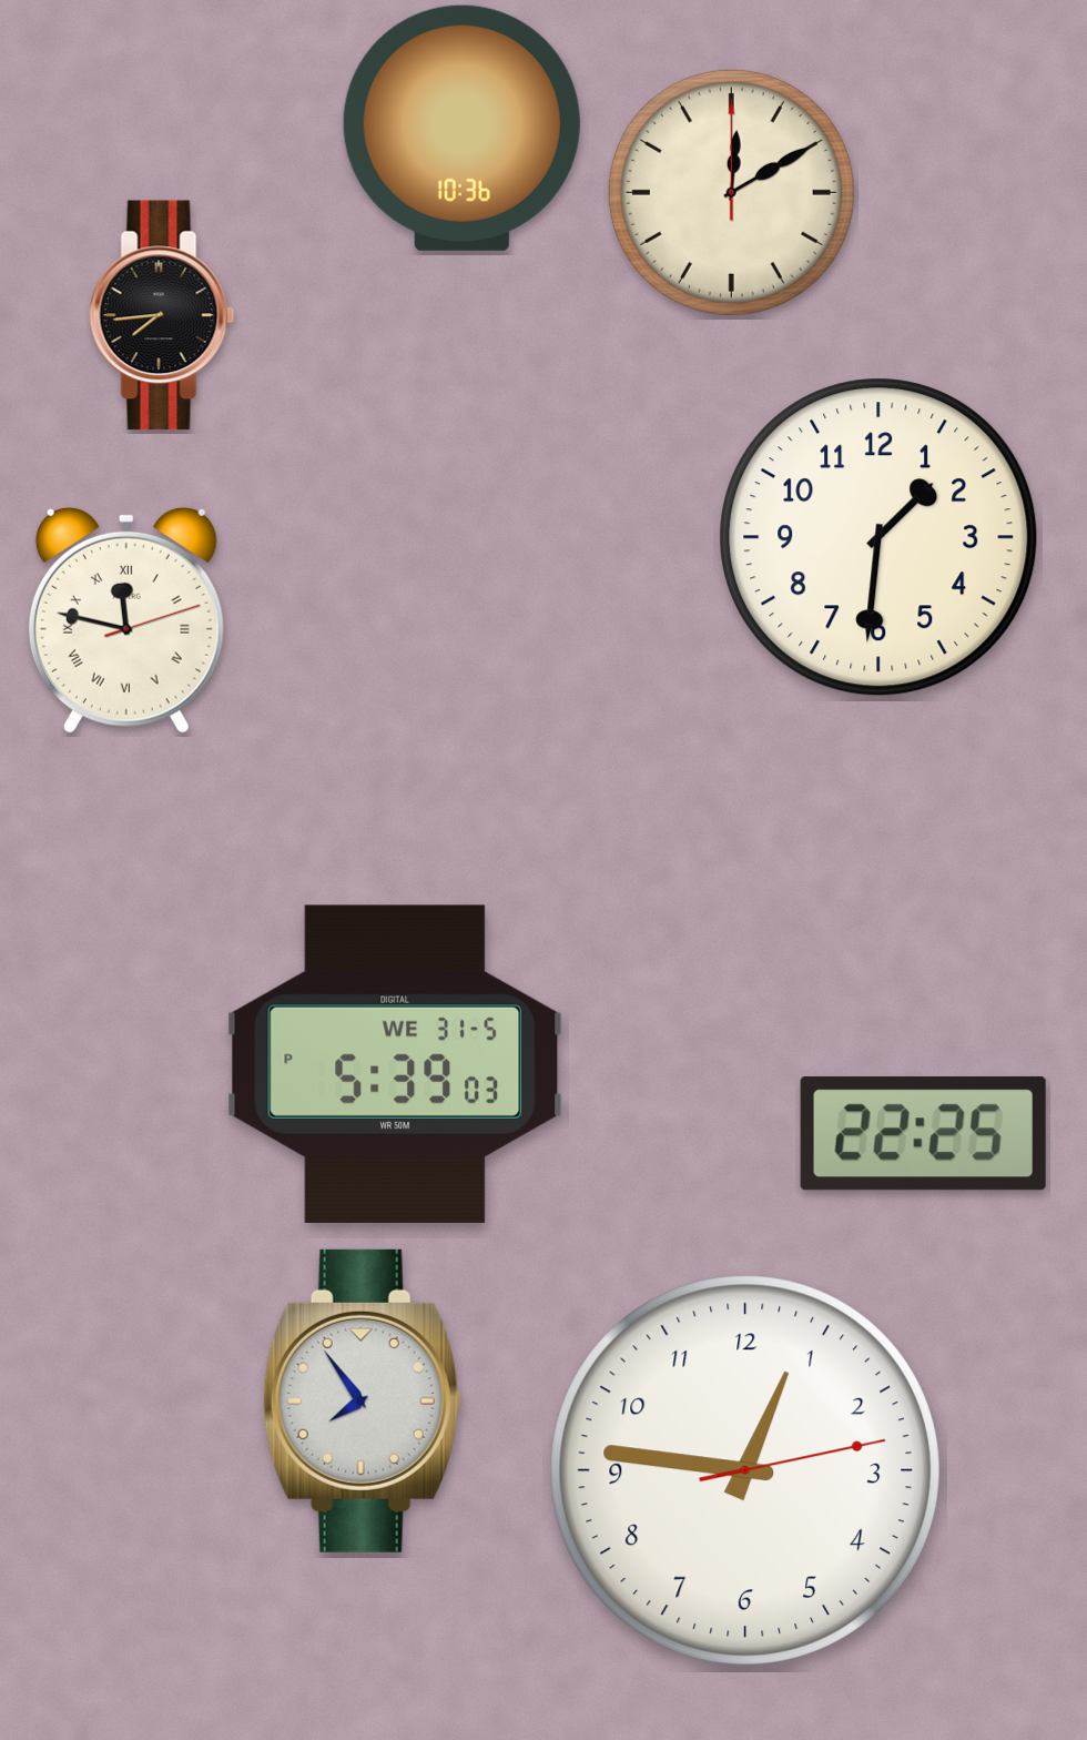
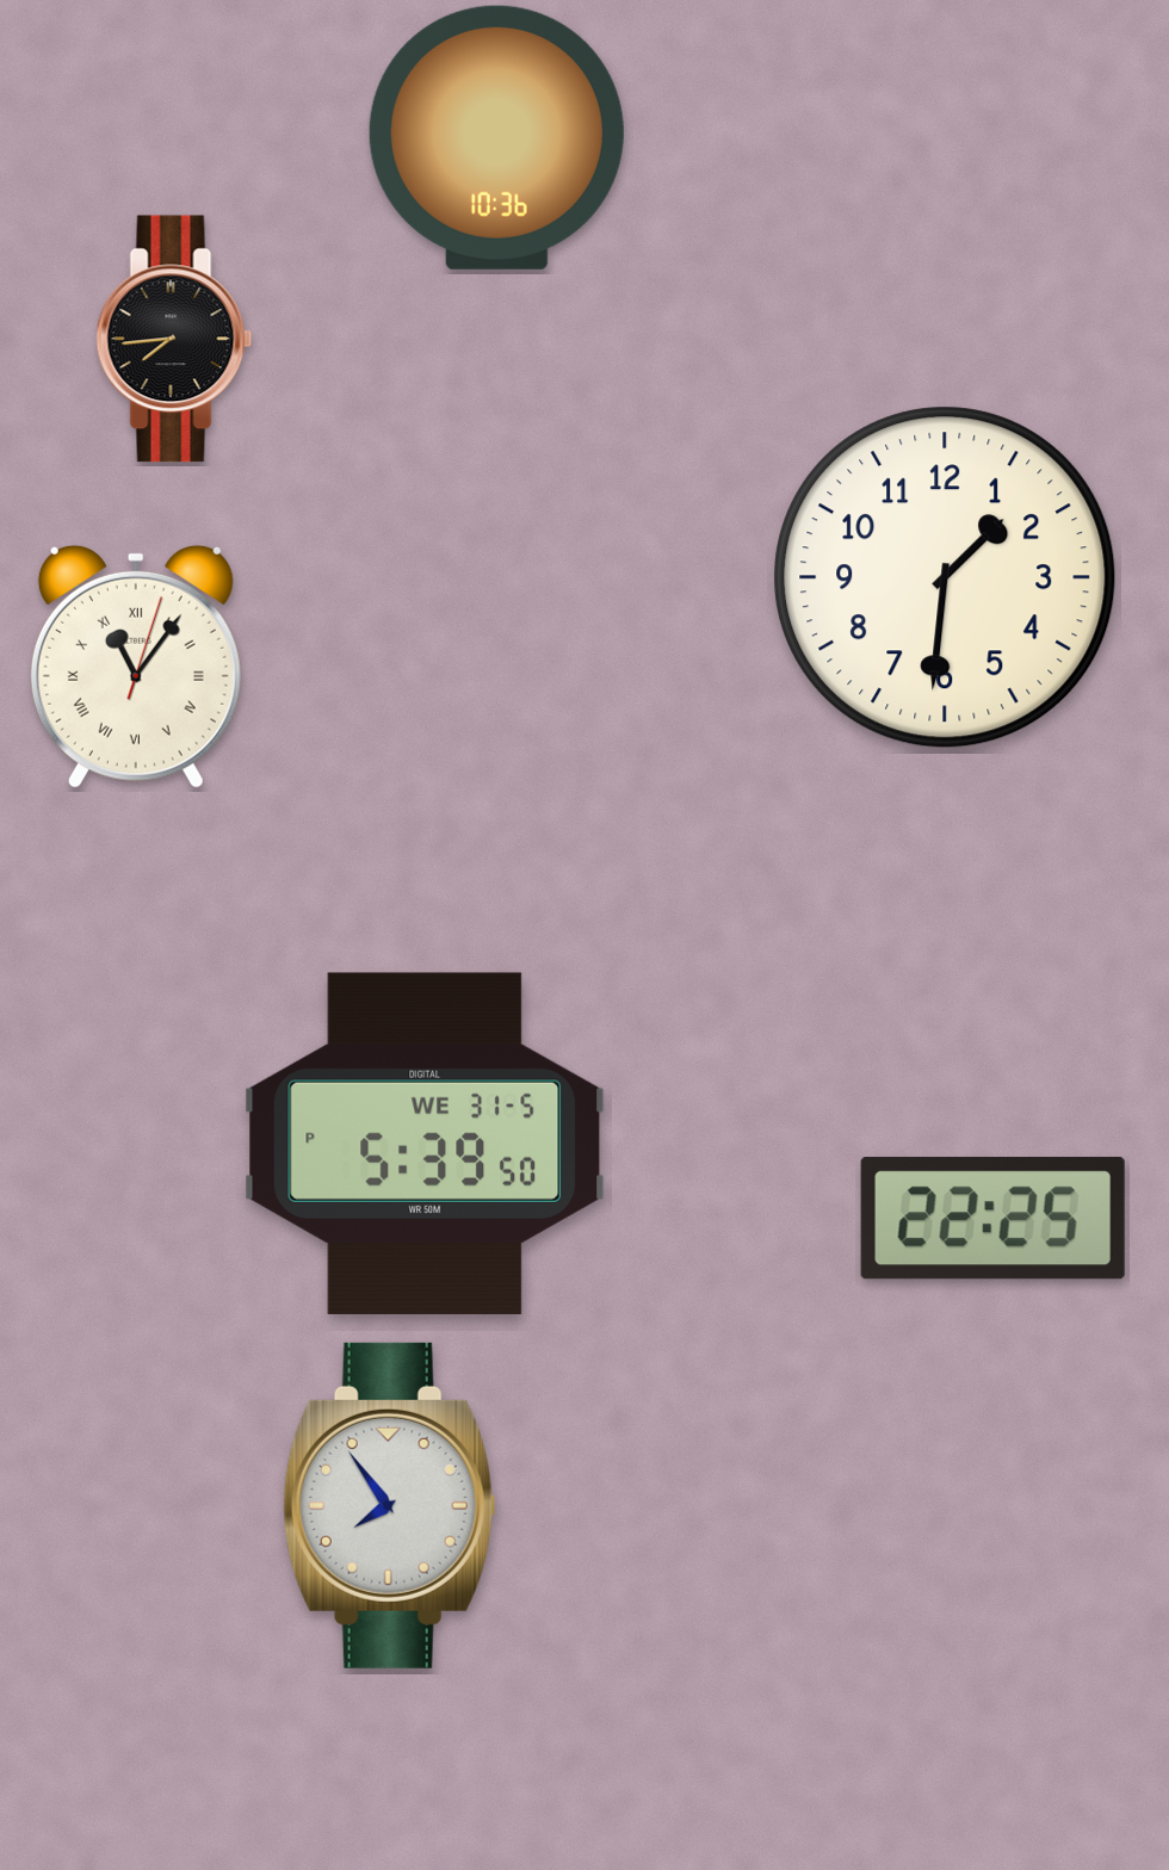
clock at (731, 192): 12:10 -> none
clock at (126, 620): 11:47 -> 11:06
clock at (395, 1064): 5:39:03 PM -> 5:39:50 PM
clock at (745, 1470): 12:46 -> none
